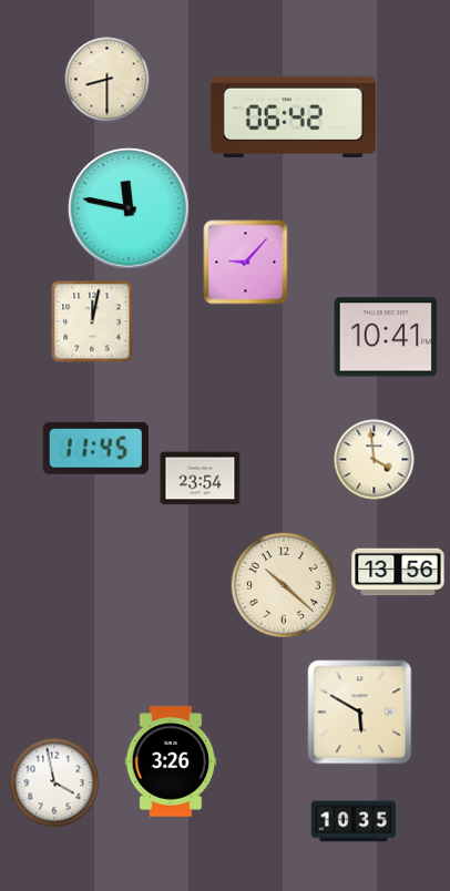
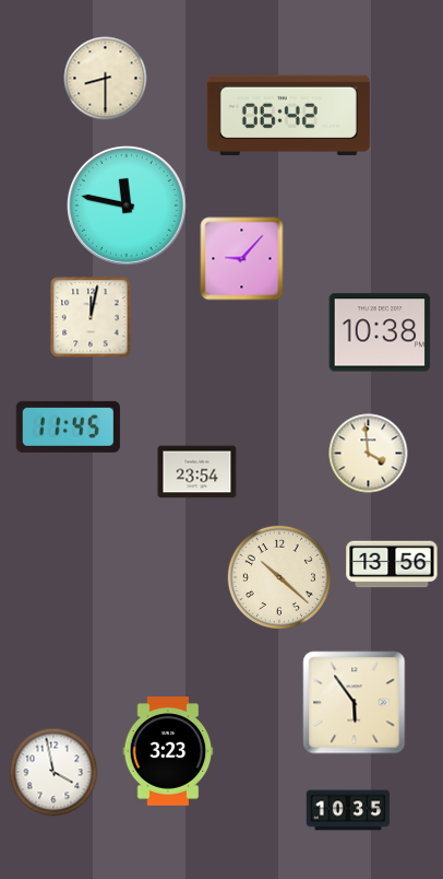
clock at (386, 337): 10:41 -> 10:38
clock at (95, 448) position: (95, 448) -> (68, 426)
clock at (360, 713): 5:50 -> 5:54
clock at (171, 761): 3:26 -> 3:23
